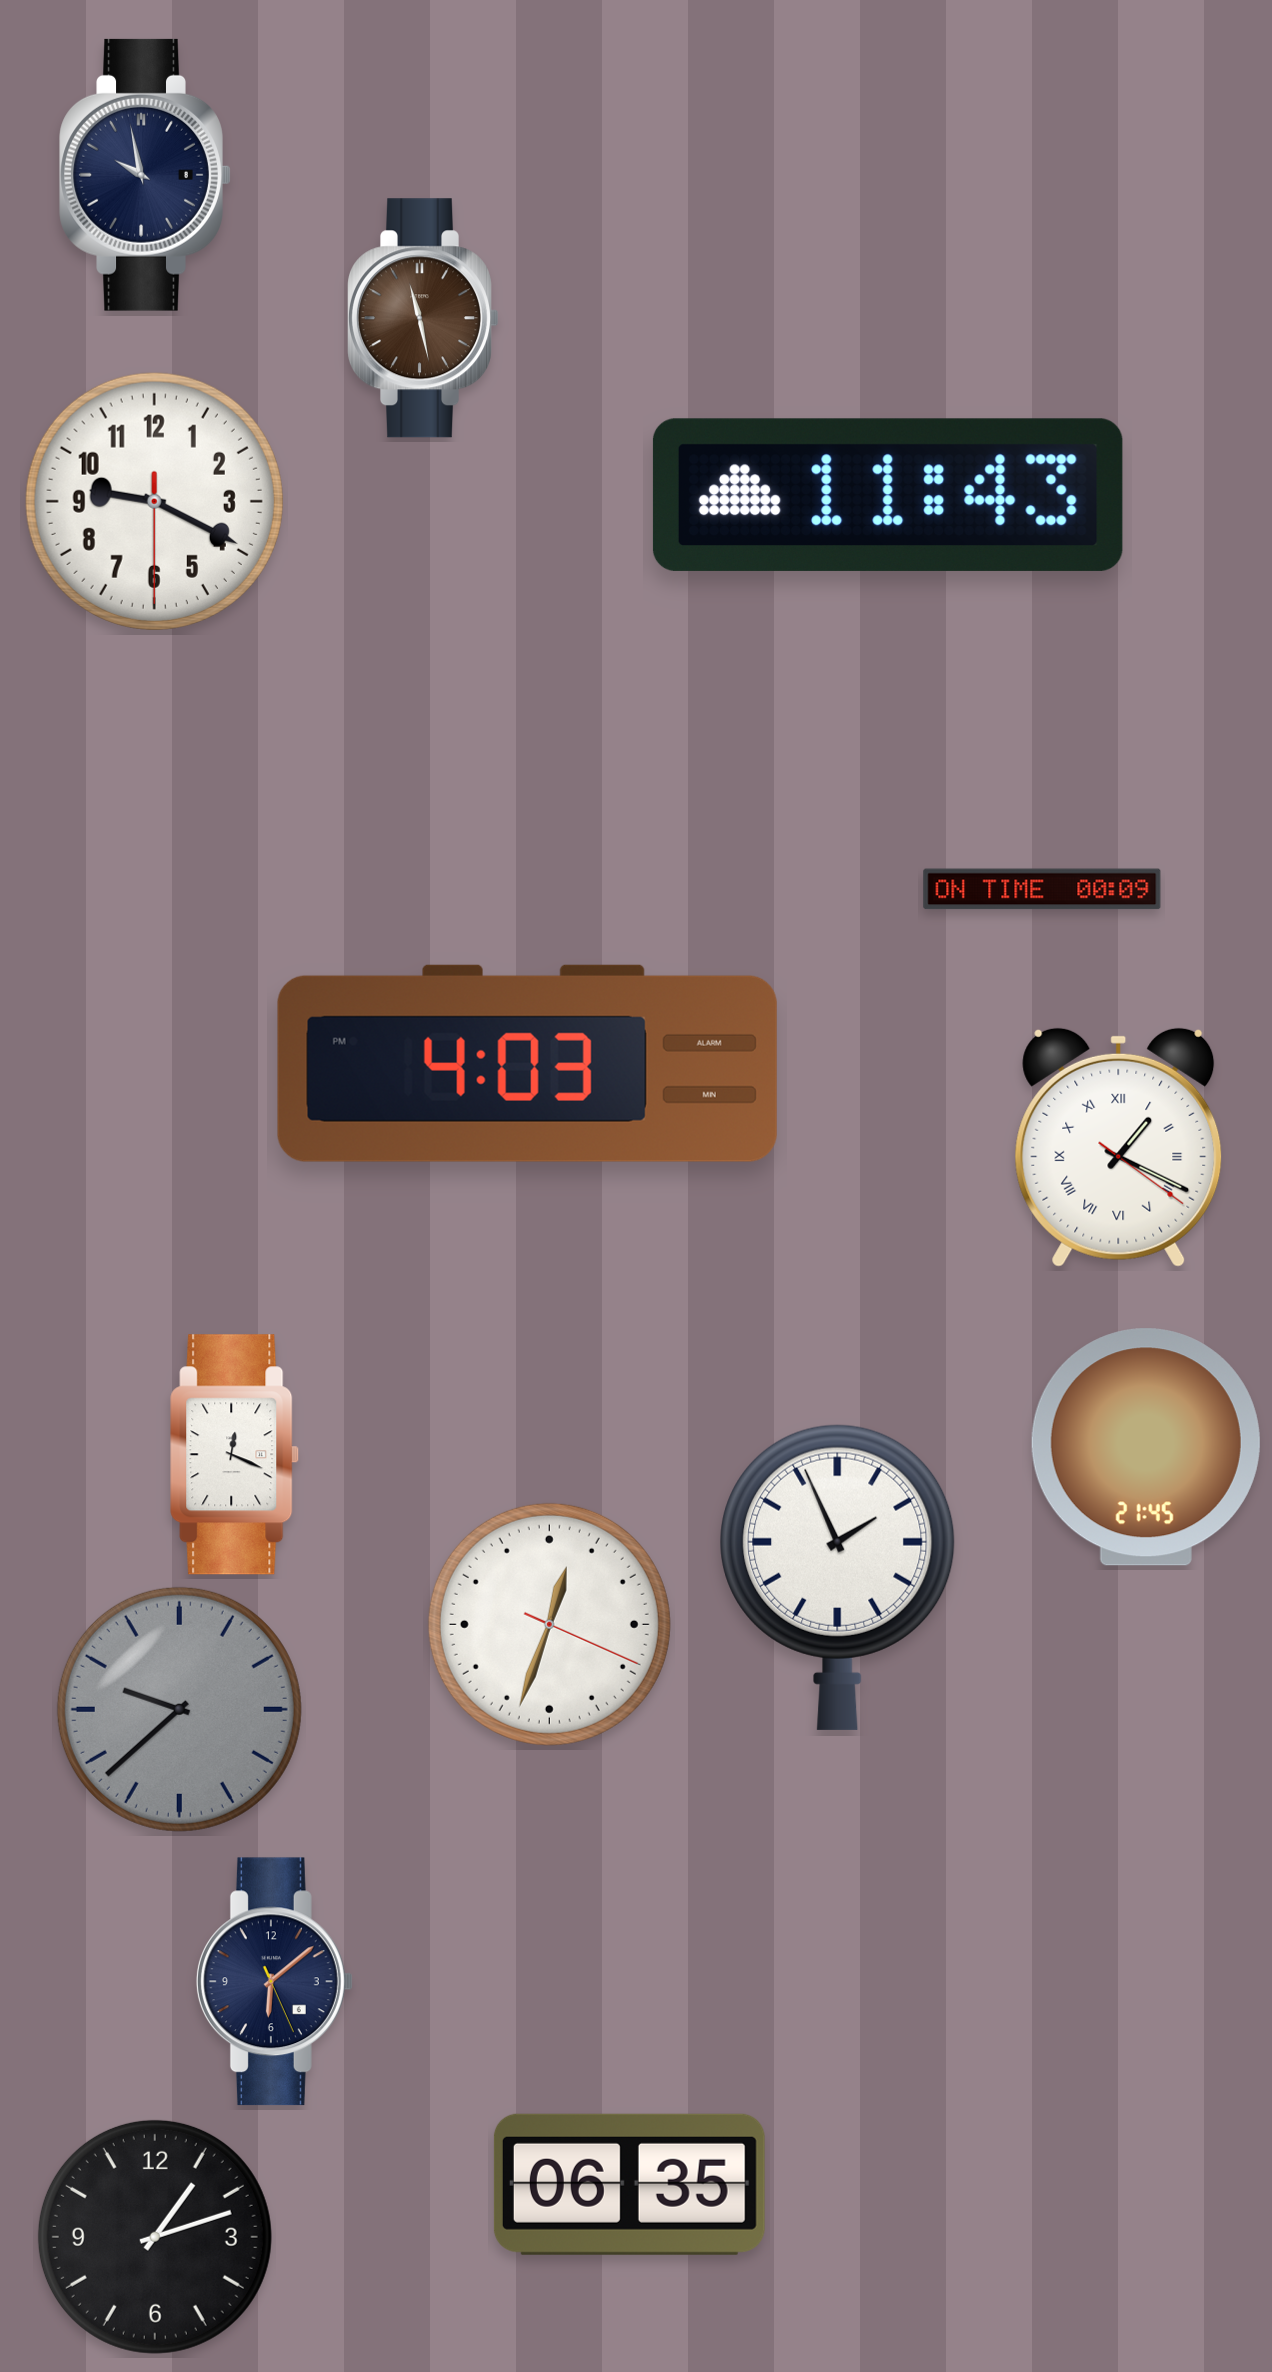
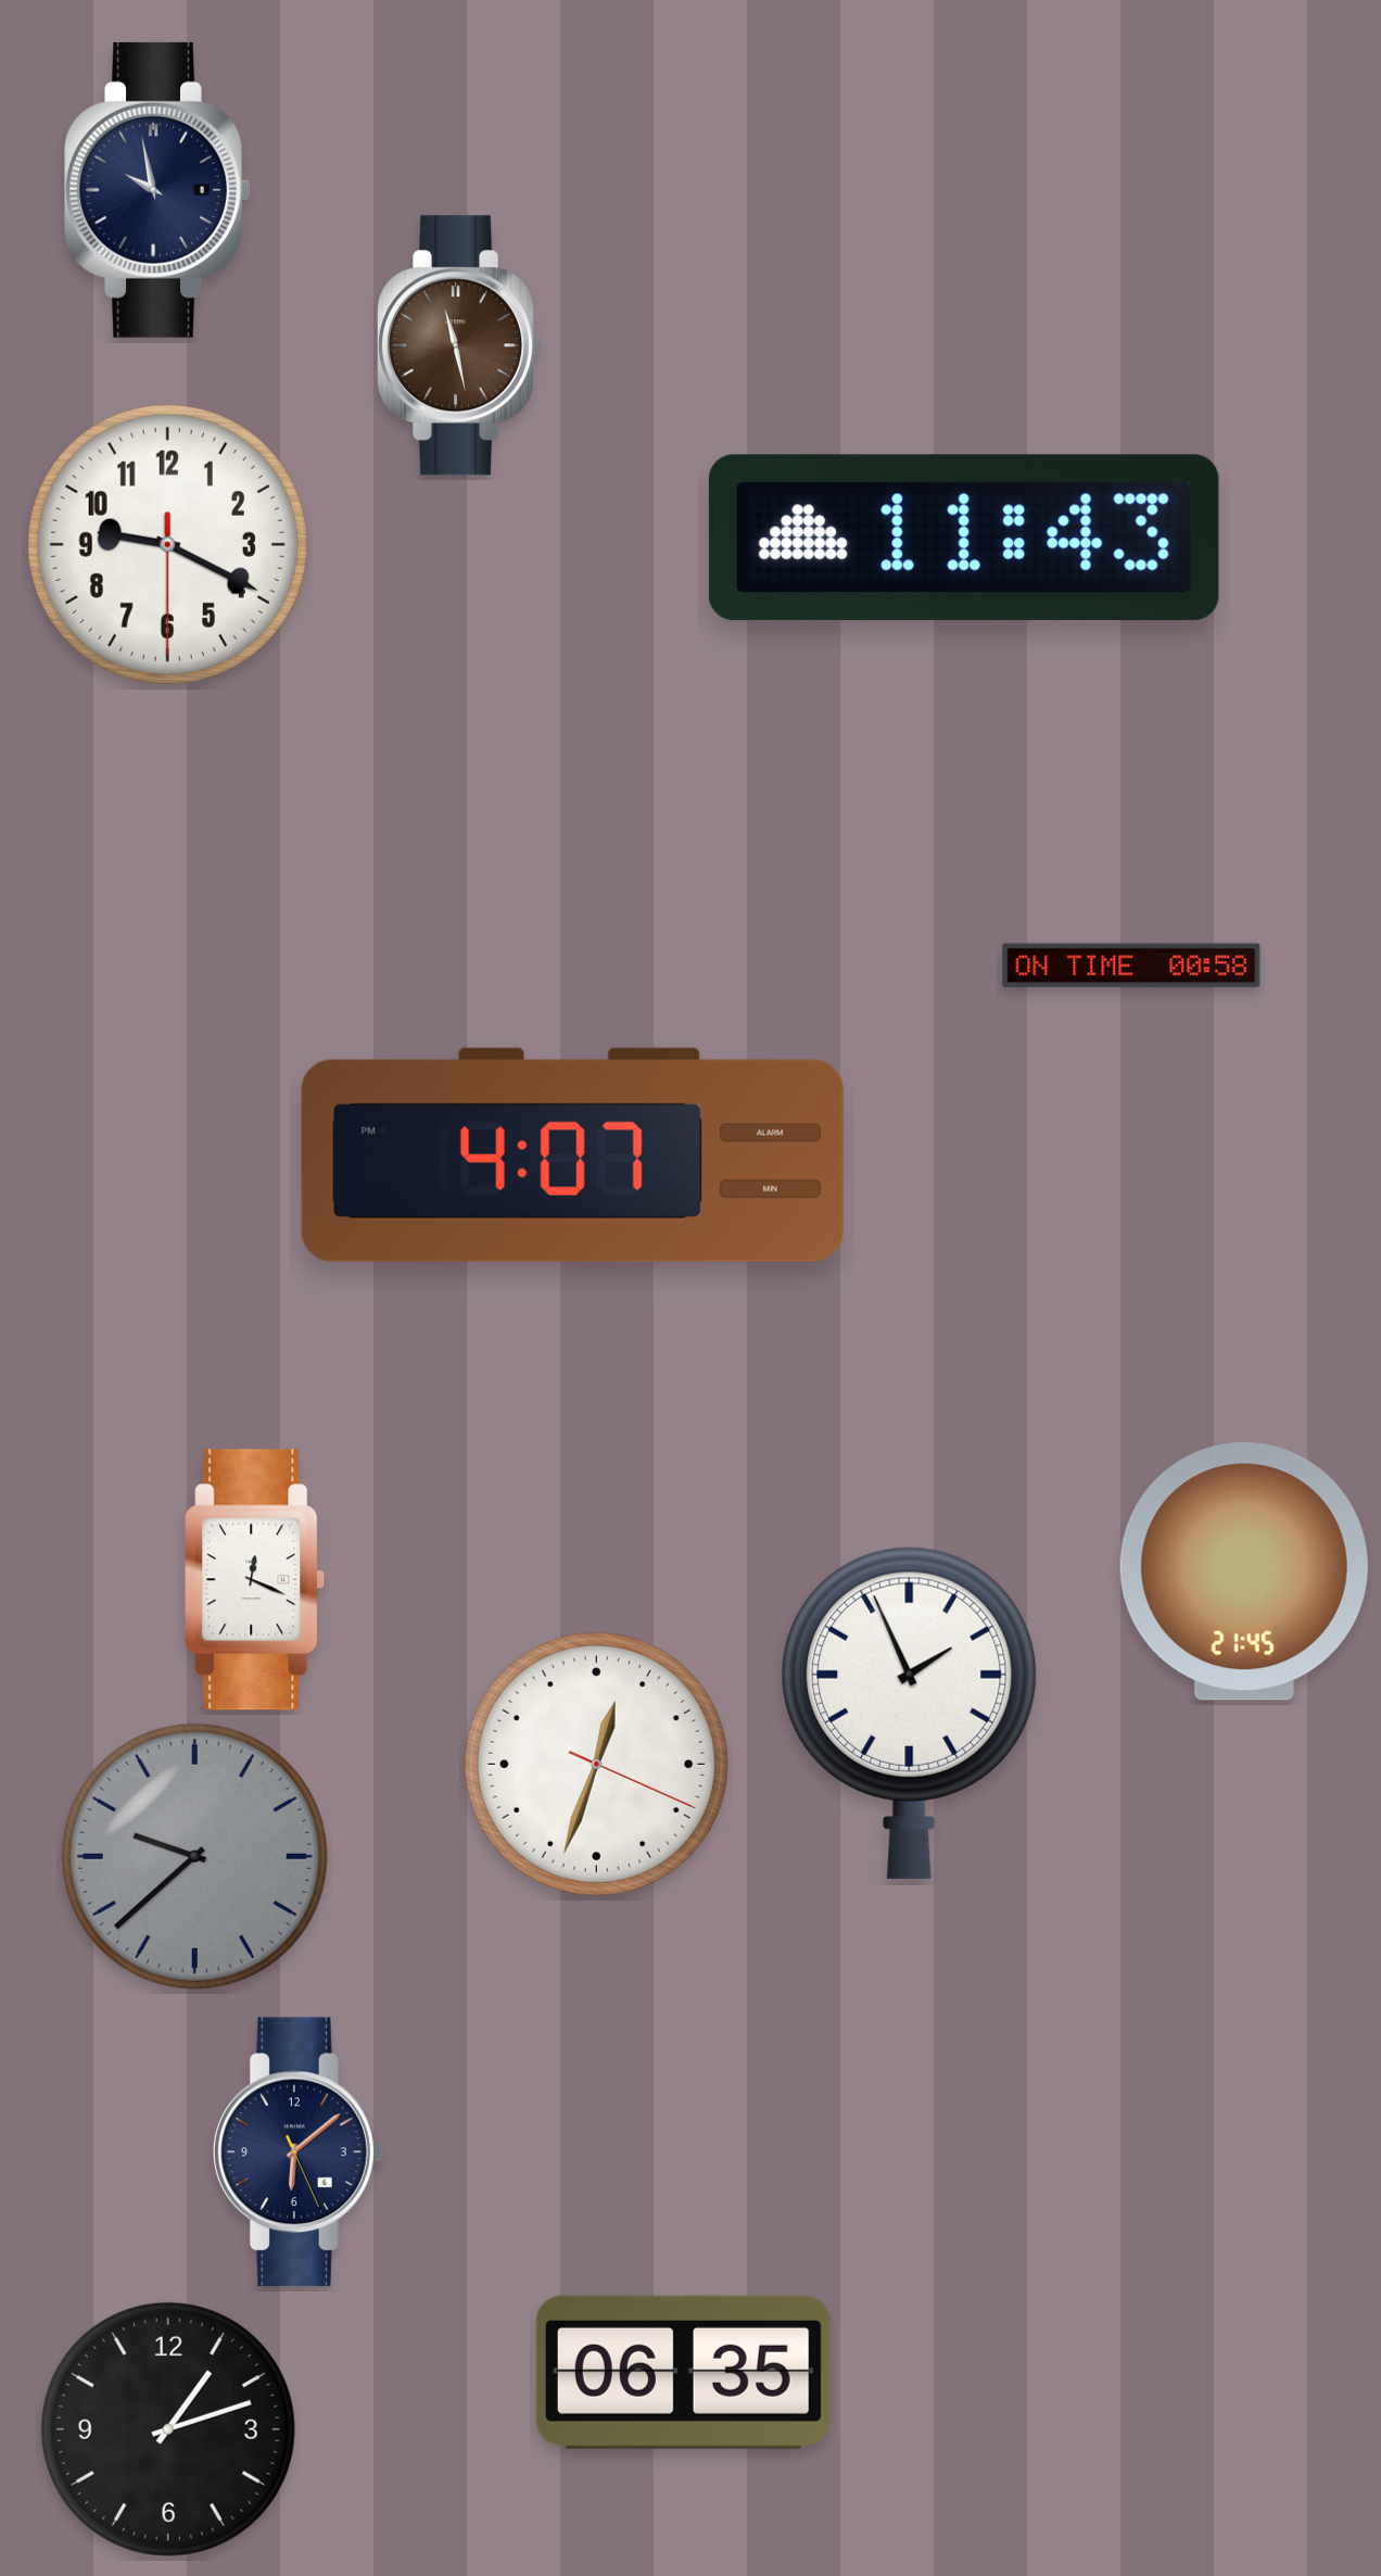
clock at (1042, 889): 00:09 -> 00:58
clock at (527, 1063): 4:03 -> 4:07
clock at (1119, 1147): 1:19 -> none
